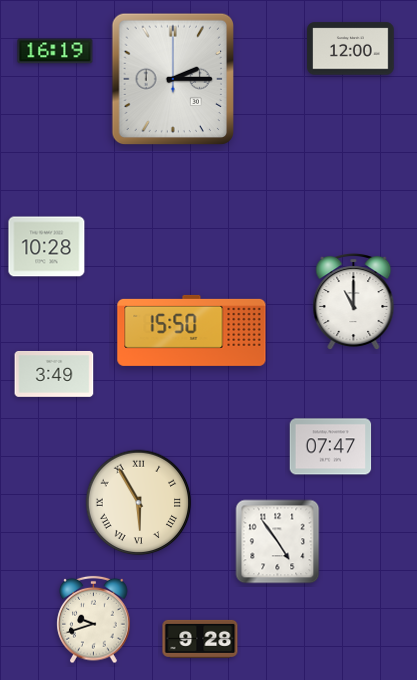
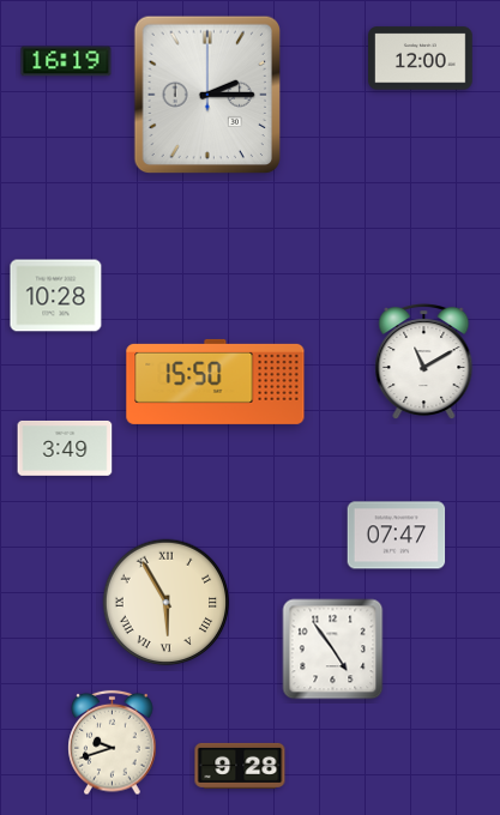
clock at (354, 302): 11:00 -> 11:10
clock at (192, 330) position: (192, 330) -> (216, 381)
